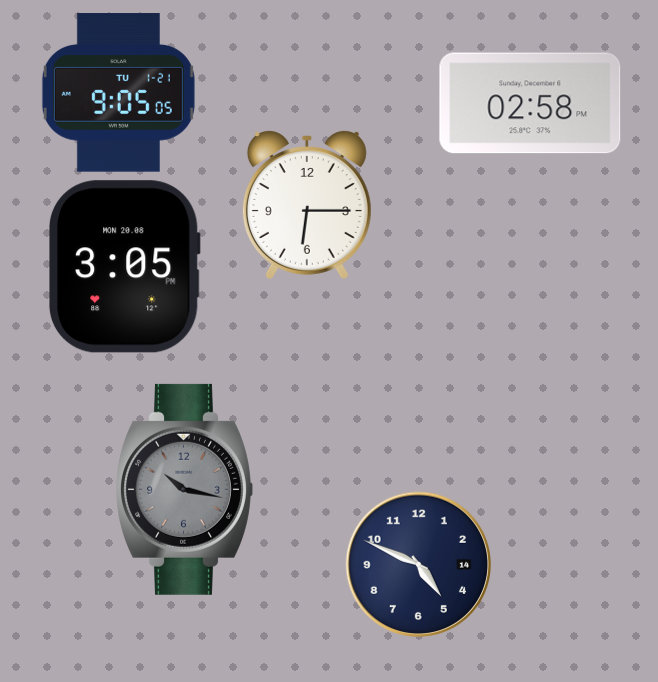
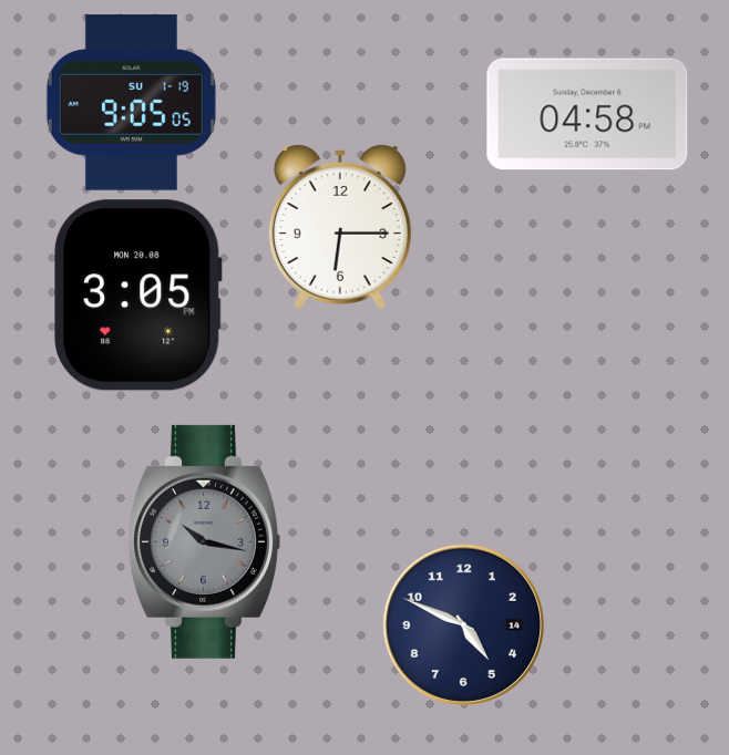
clock at (118, 93) date: TU 1-21 -> SU 1-19
clock at (530, 103): 02:58 -> 04:58
